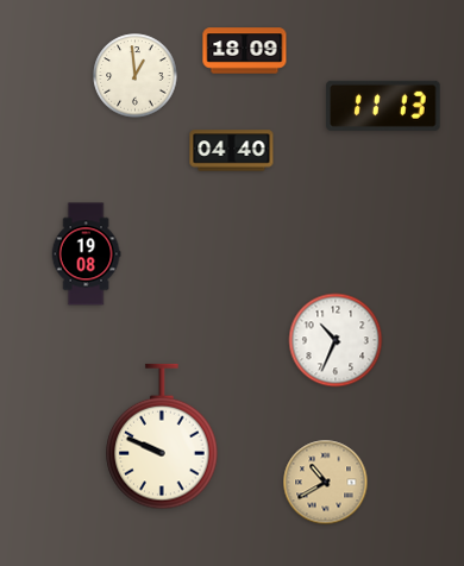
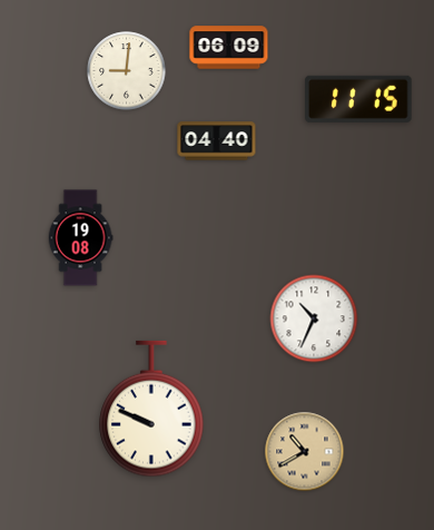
clock at (245, 51): 18:09 -> 06:09
clock at (136, 76): 12:59 -> 9:01
clock at (383, 106): 11:13 -> 11:15
